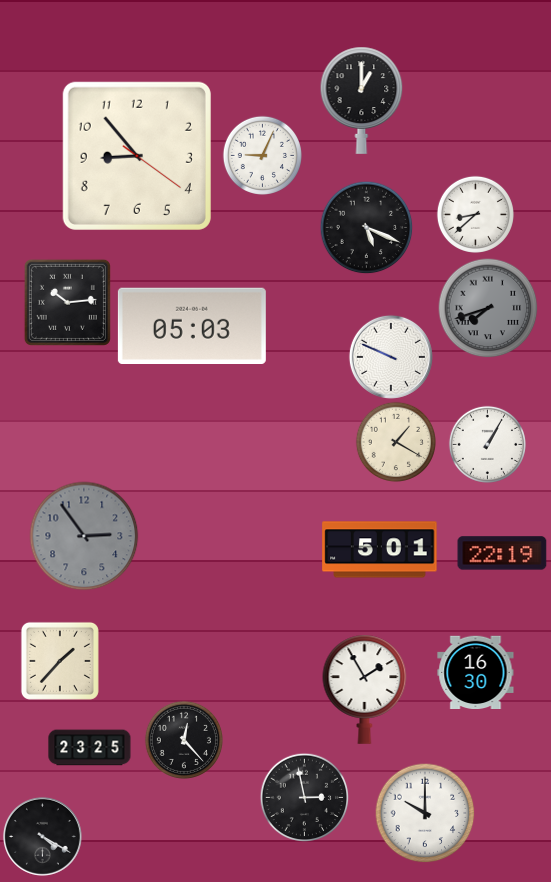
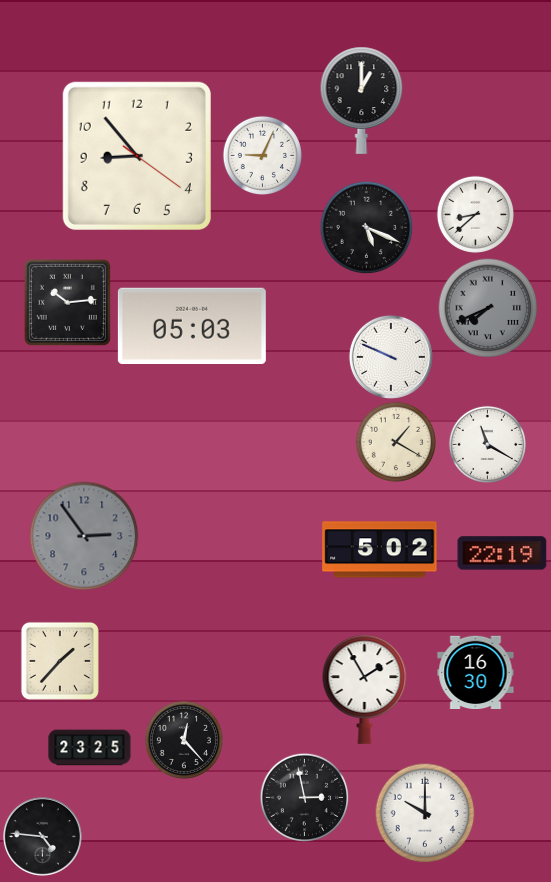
clock at (488, 308): 7:42 -> 7:41
clock at (487, 444): 1:05 -> 11:20
clock at (380, 550): 5:01 -> 5:02
clock at (42, 836): 4:20 -> 4:46
